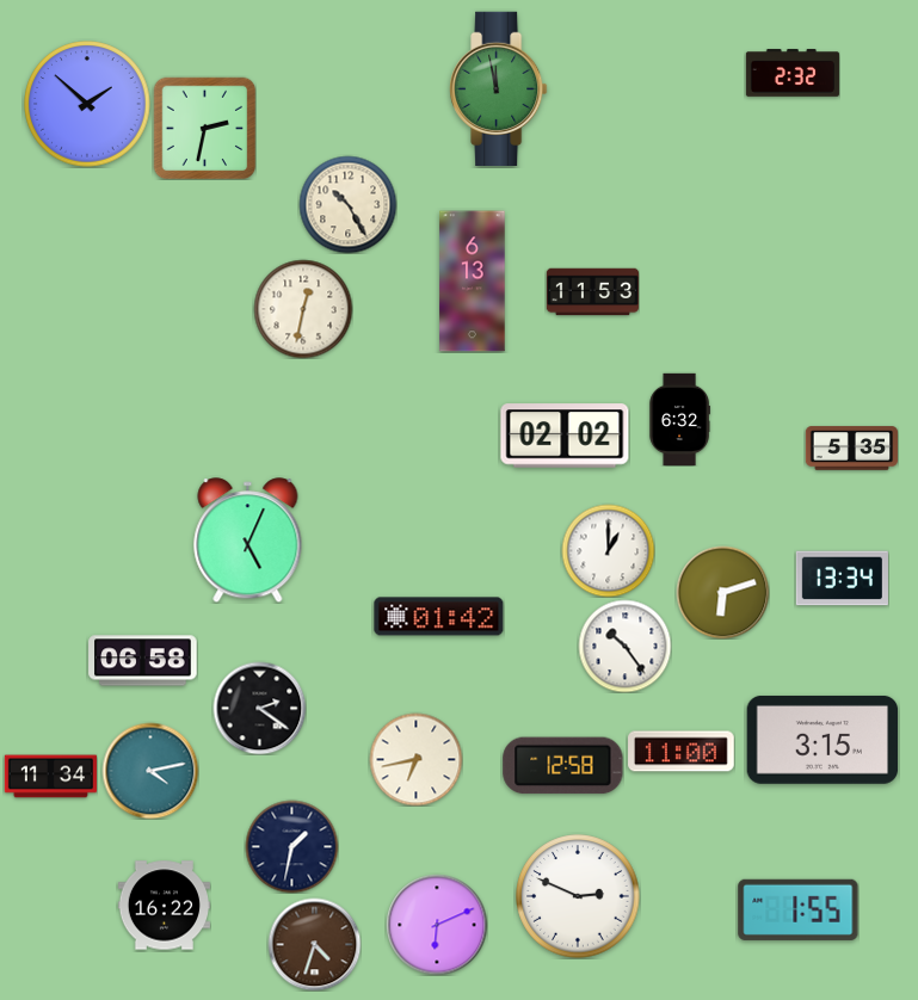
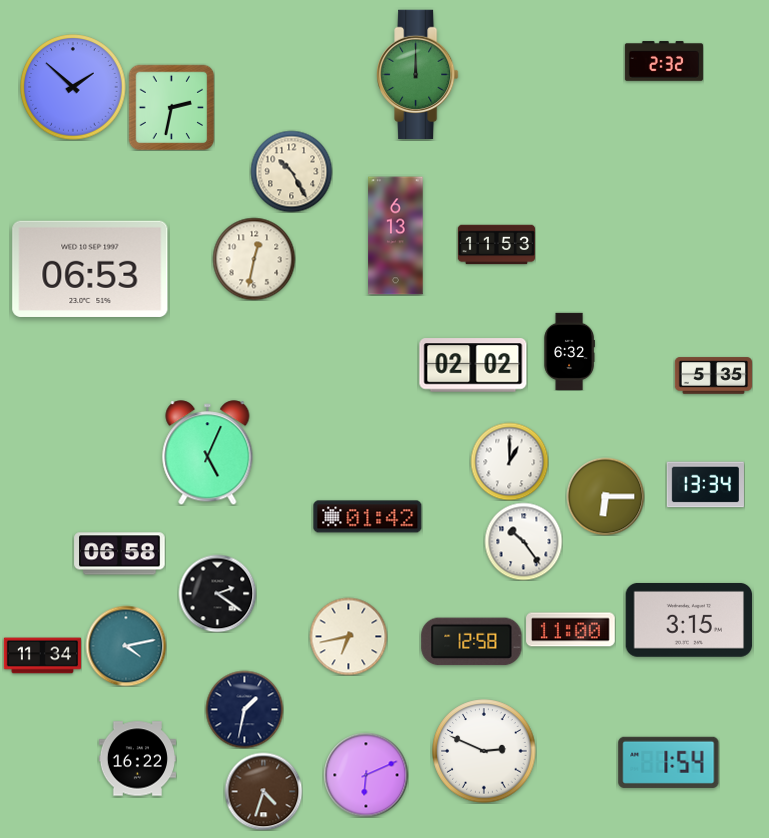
clock at (499, 88): 11:58 -> 12:00
clock at (90, 269): none -> 06:53
clock at (722, 592): 6:12 -> 6:15
clock at (50, 777) position: (50, 777) -> (42, 656)
clock at (799, 909): 1:55 -> 1:54
